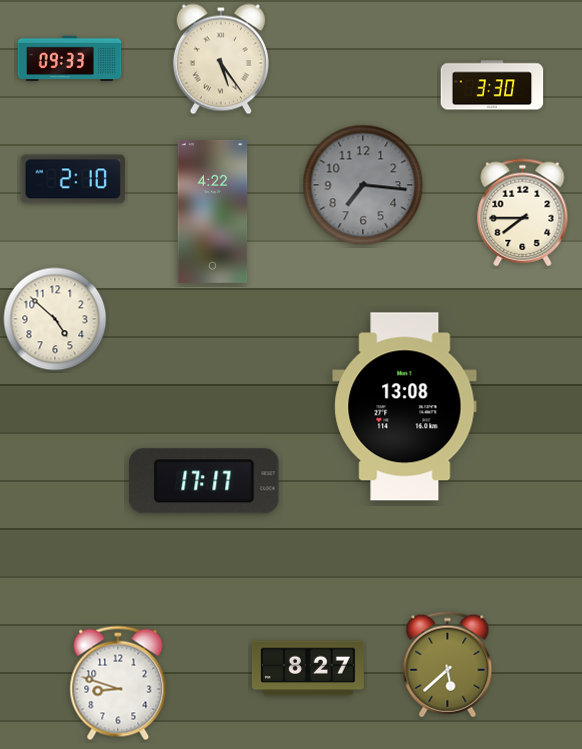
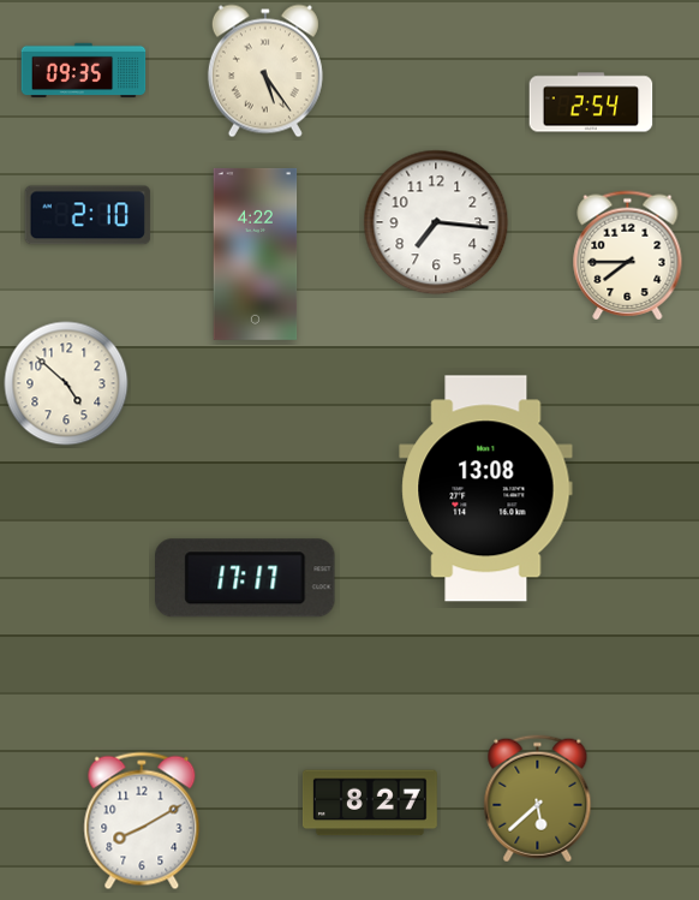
clock at (70, 59): 09:33 -> 09:35
clock at (492, 85): 3:30 -> 2:54
clock at (363, 185) dial: grey -> white
clock at (118, 683): 8:48 -> 8:10
